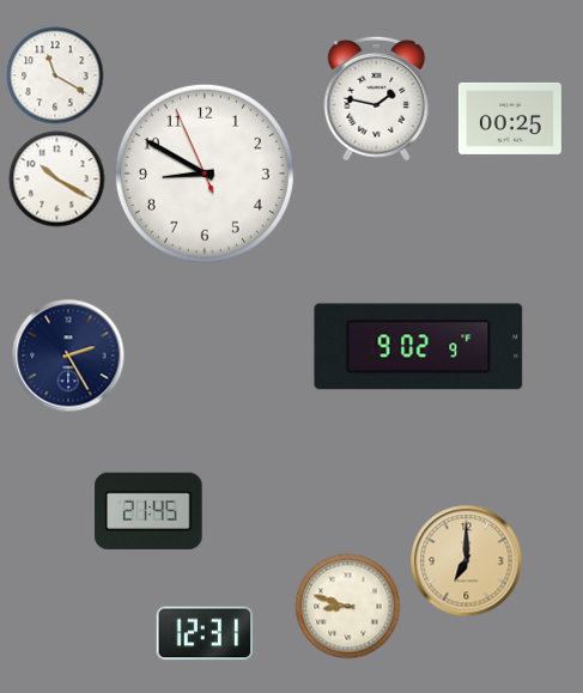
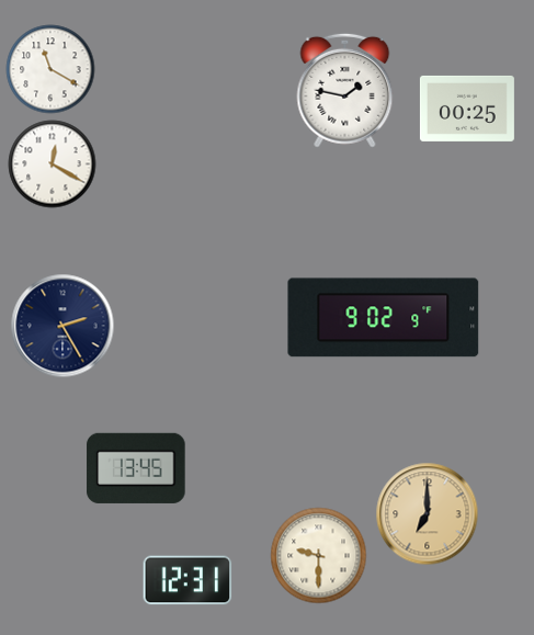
clock at (205, 174): 8:49 -> none
clock at (57, 180): 10:20 -> 12:20
clock at (148, 511): 21:45 -> 13:45
clock at (348, 607): 8:48 -> 9:30
